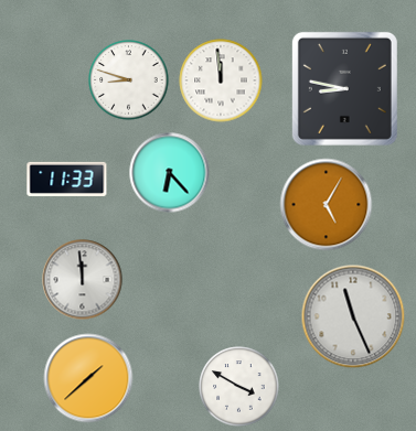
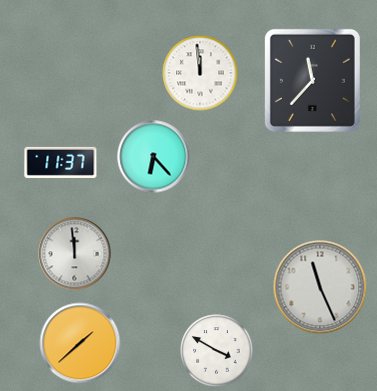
clock at (129, 80): 8:48 -> none
clock at (344, 88): 8:47 -> 11:37
clock at (67, 179): 11:33 -> 11:37
clock at (327, 205): 5:05 -> none
